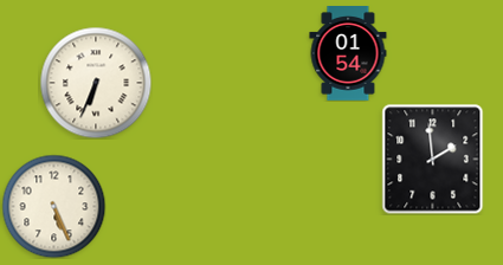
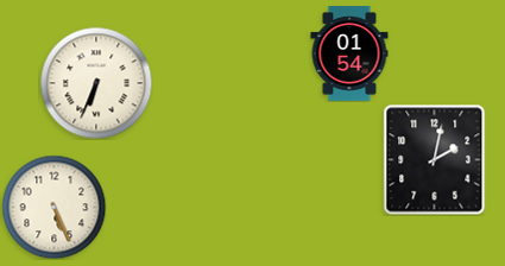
clock at (433, 159): 1:59 -> 2:02
